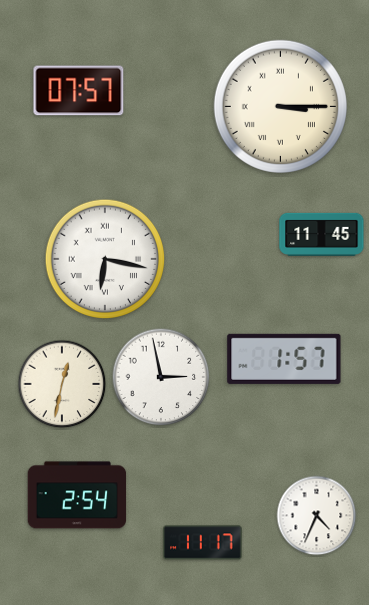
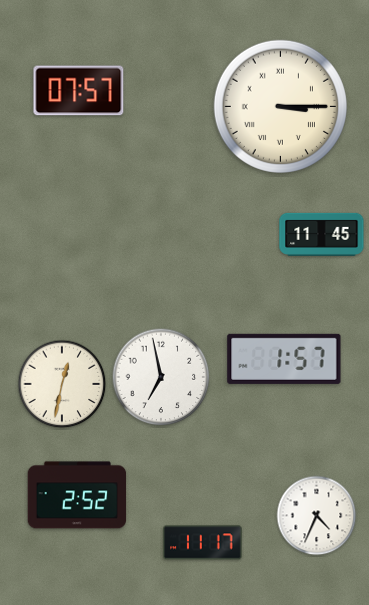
clock at (105, 259): 6:17 -> none
clock at (161, 377): 2:58 -> 6:58
clock at (77, 495): 2:54 -> 2:52
